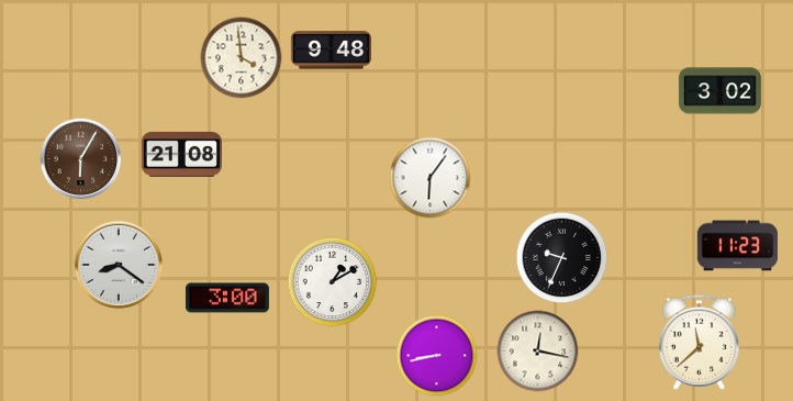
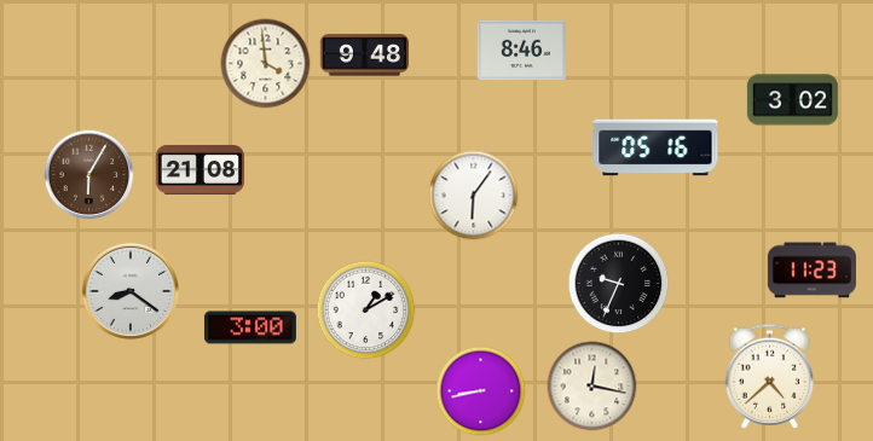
clock at (521, 51): none -> 8:46
clock at (655, 147): none -> 05:16
clock at (700, 342): 11:38 -> 4:38
